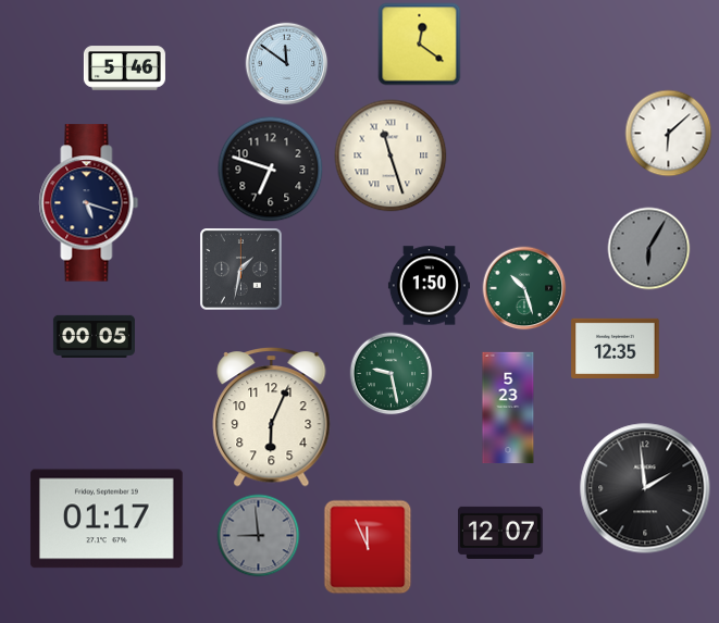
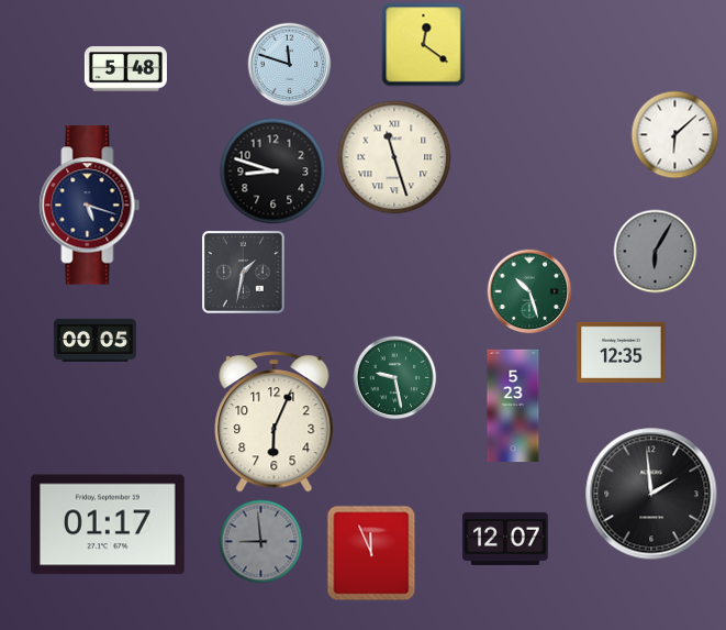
clock at (287, 64): 11:51 -> 11:48
clock at (124, 68): 5:46 -> 5:48
clock at (271, 170): 6:48 -> 8:48
clock at (429, 286): 1:50 -> none
clock at (508, 408) position: (508, 408) -> (513, 406)
